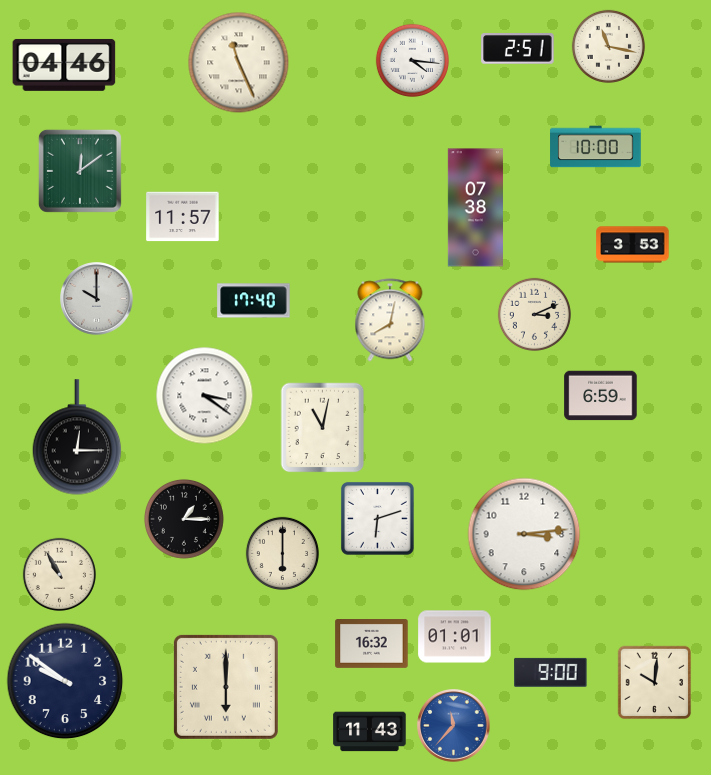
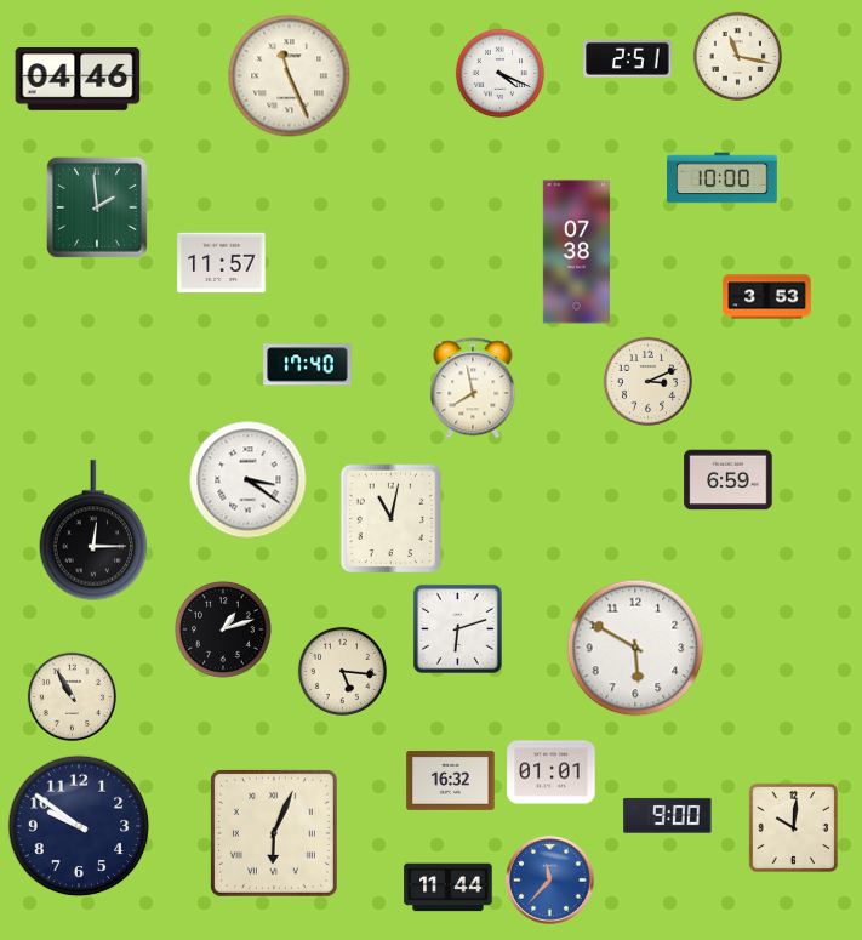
clock at (412, 60): 4:16 -> 4:19
clock at (80, 171): 12:09 -> 1:59
clock at (97, 299): 10:00 -> none
clock at (390, 320): 8:02 -> 7:58
clock at (184, 519): 1:15 -> 1:12
clock at (524, 534): 3:14 -> 5:50
clock at (282, 553): 6:00 -> 5:16
clock at (226, 687): 6:00 -> 6:04
clock at (370, 732): 11:43 -> 11:44
